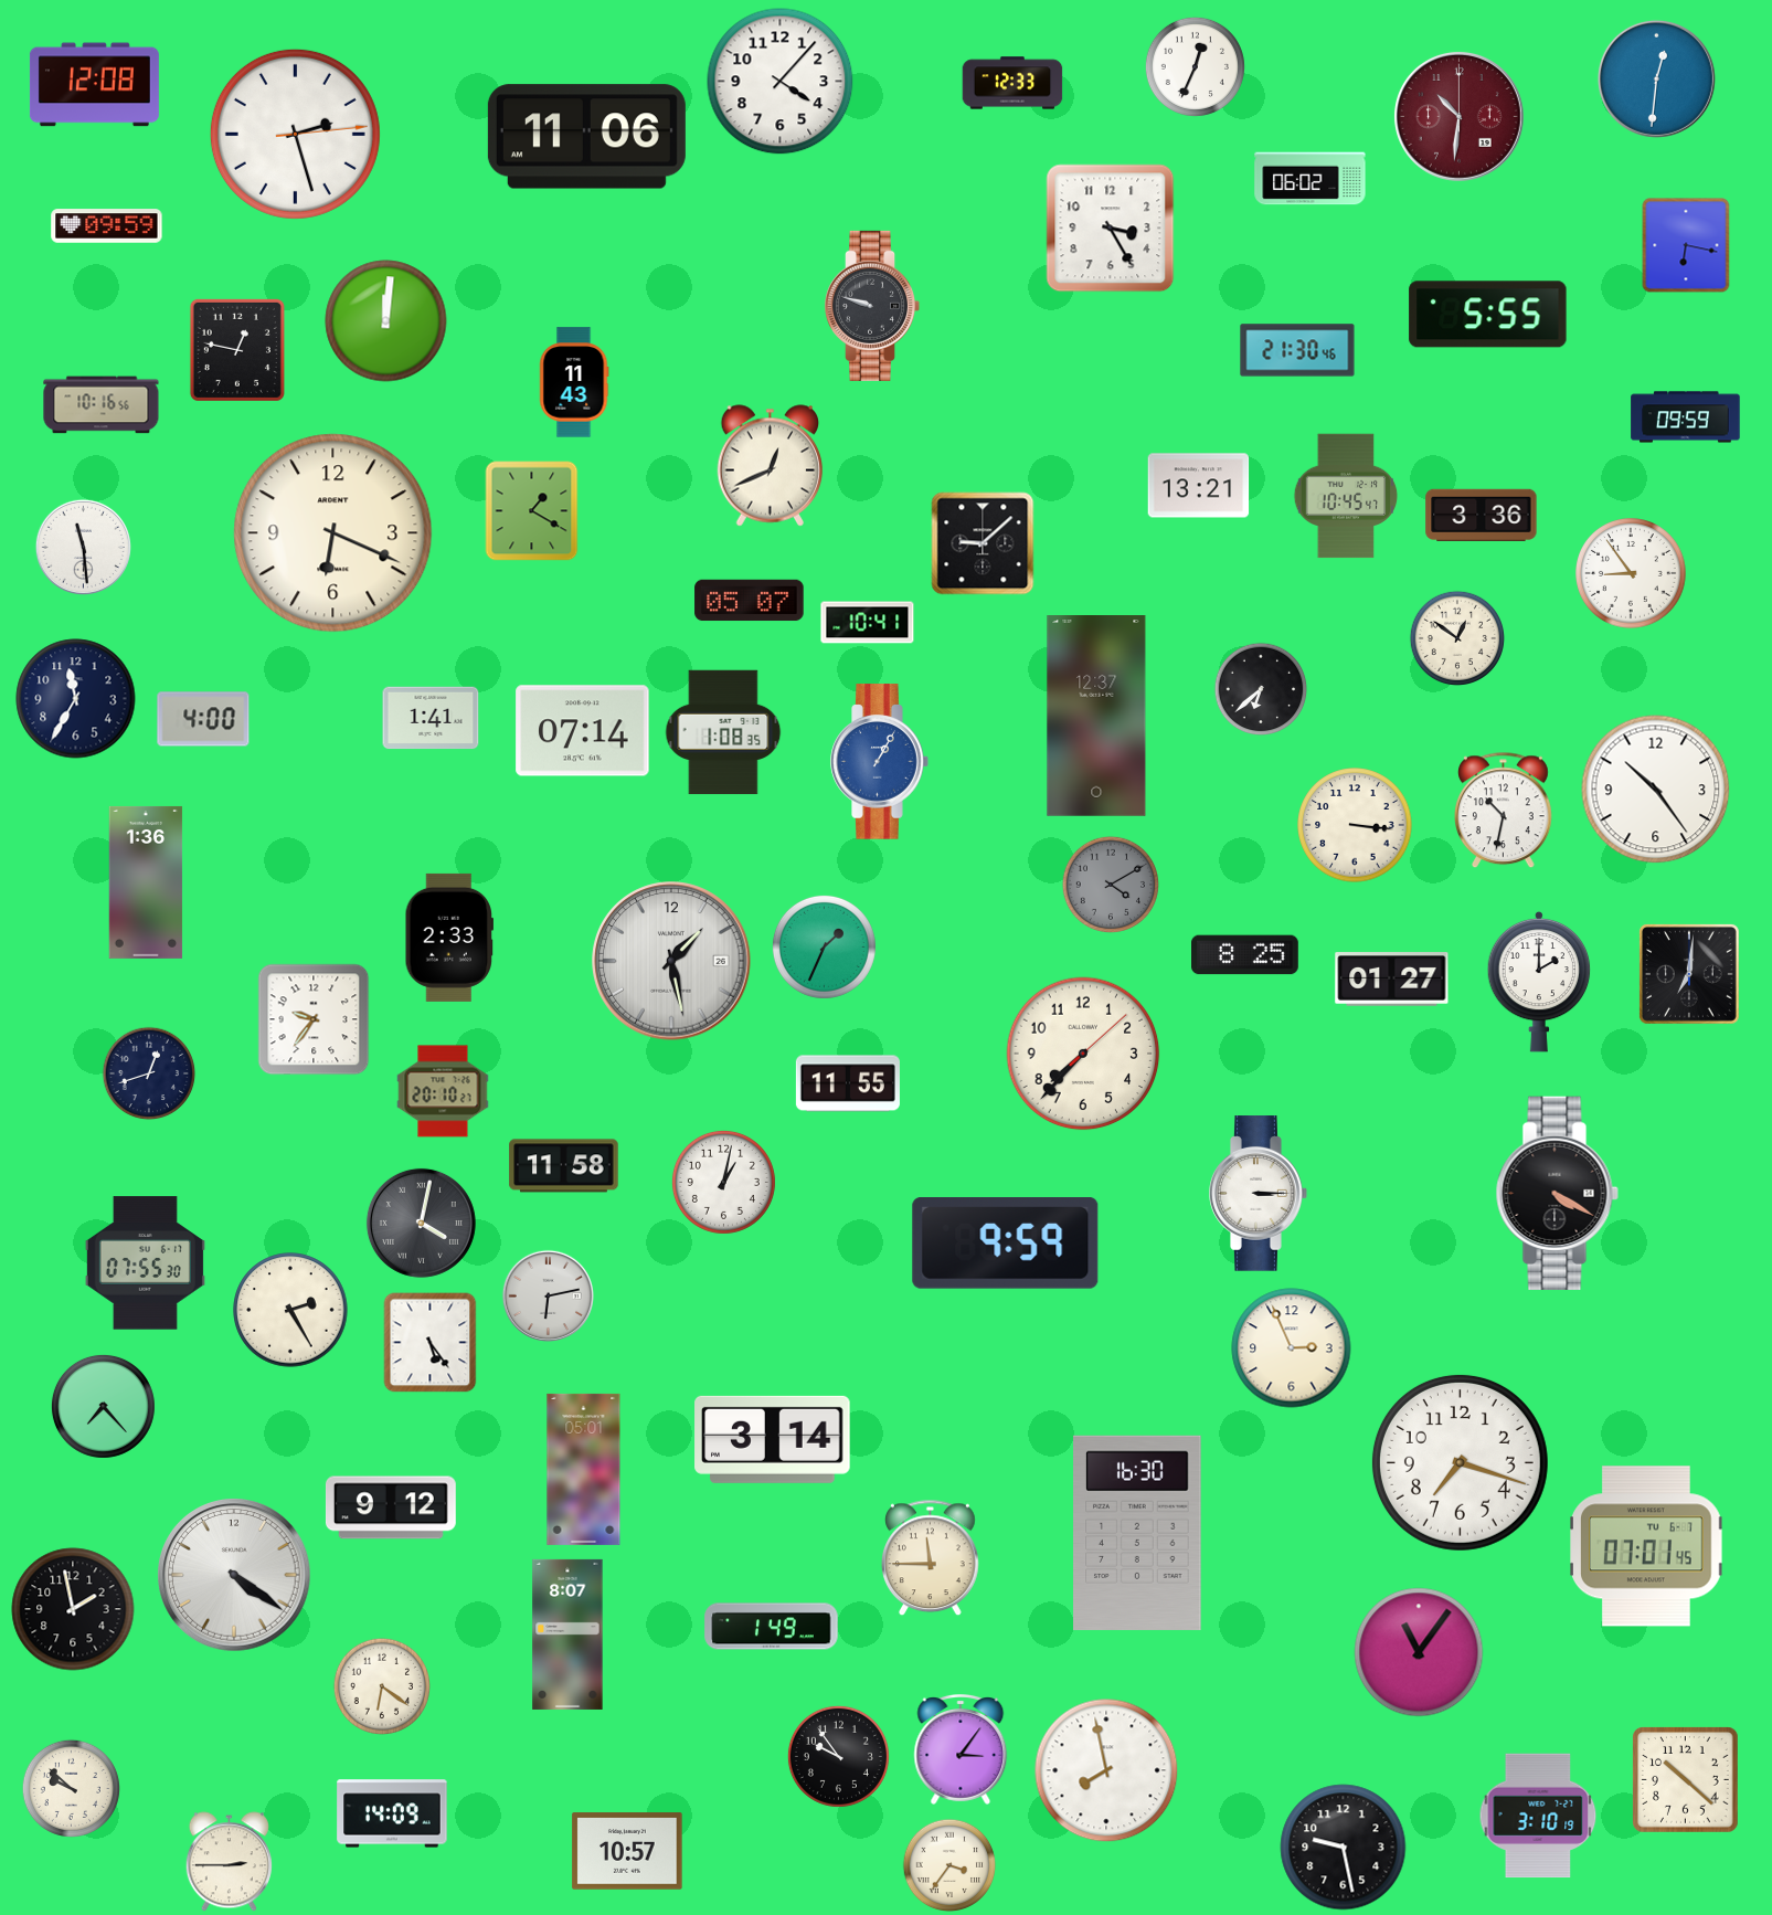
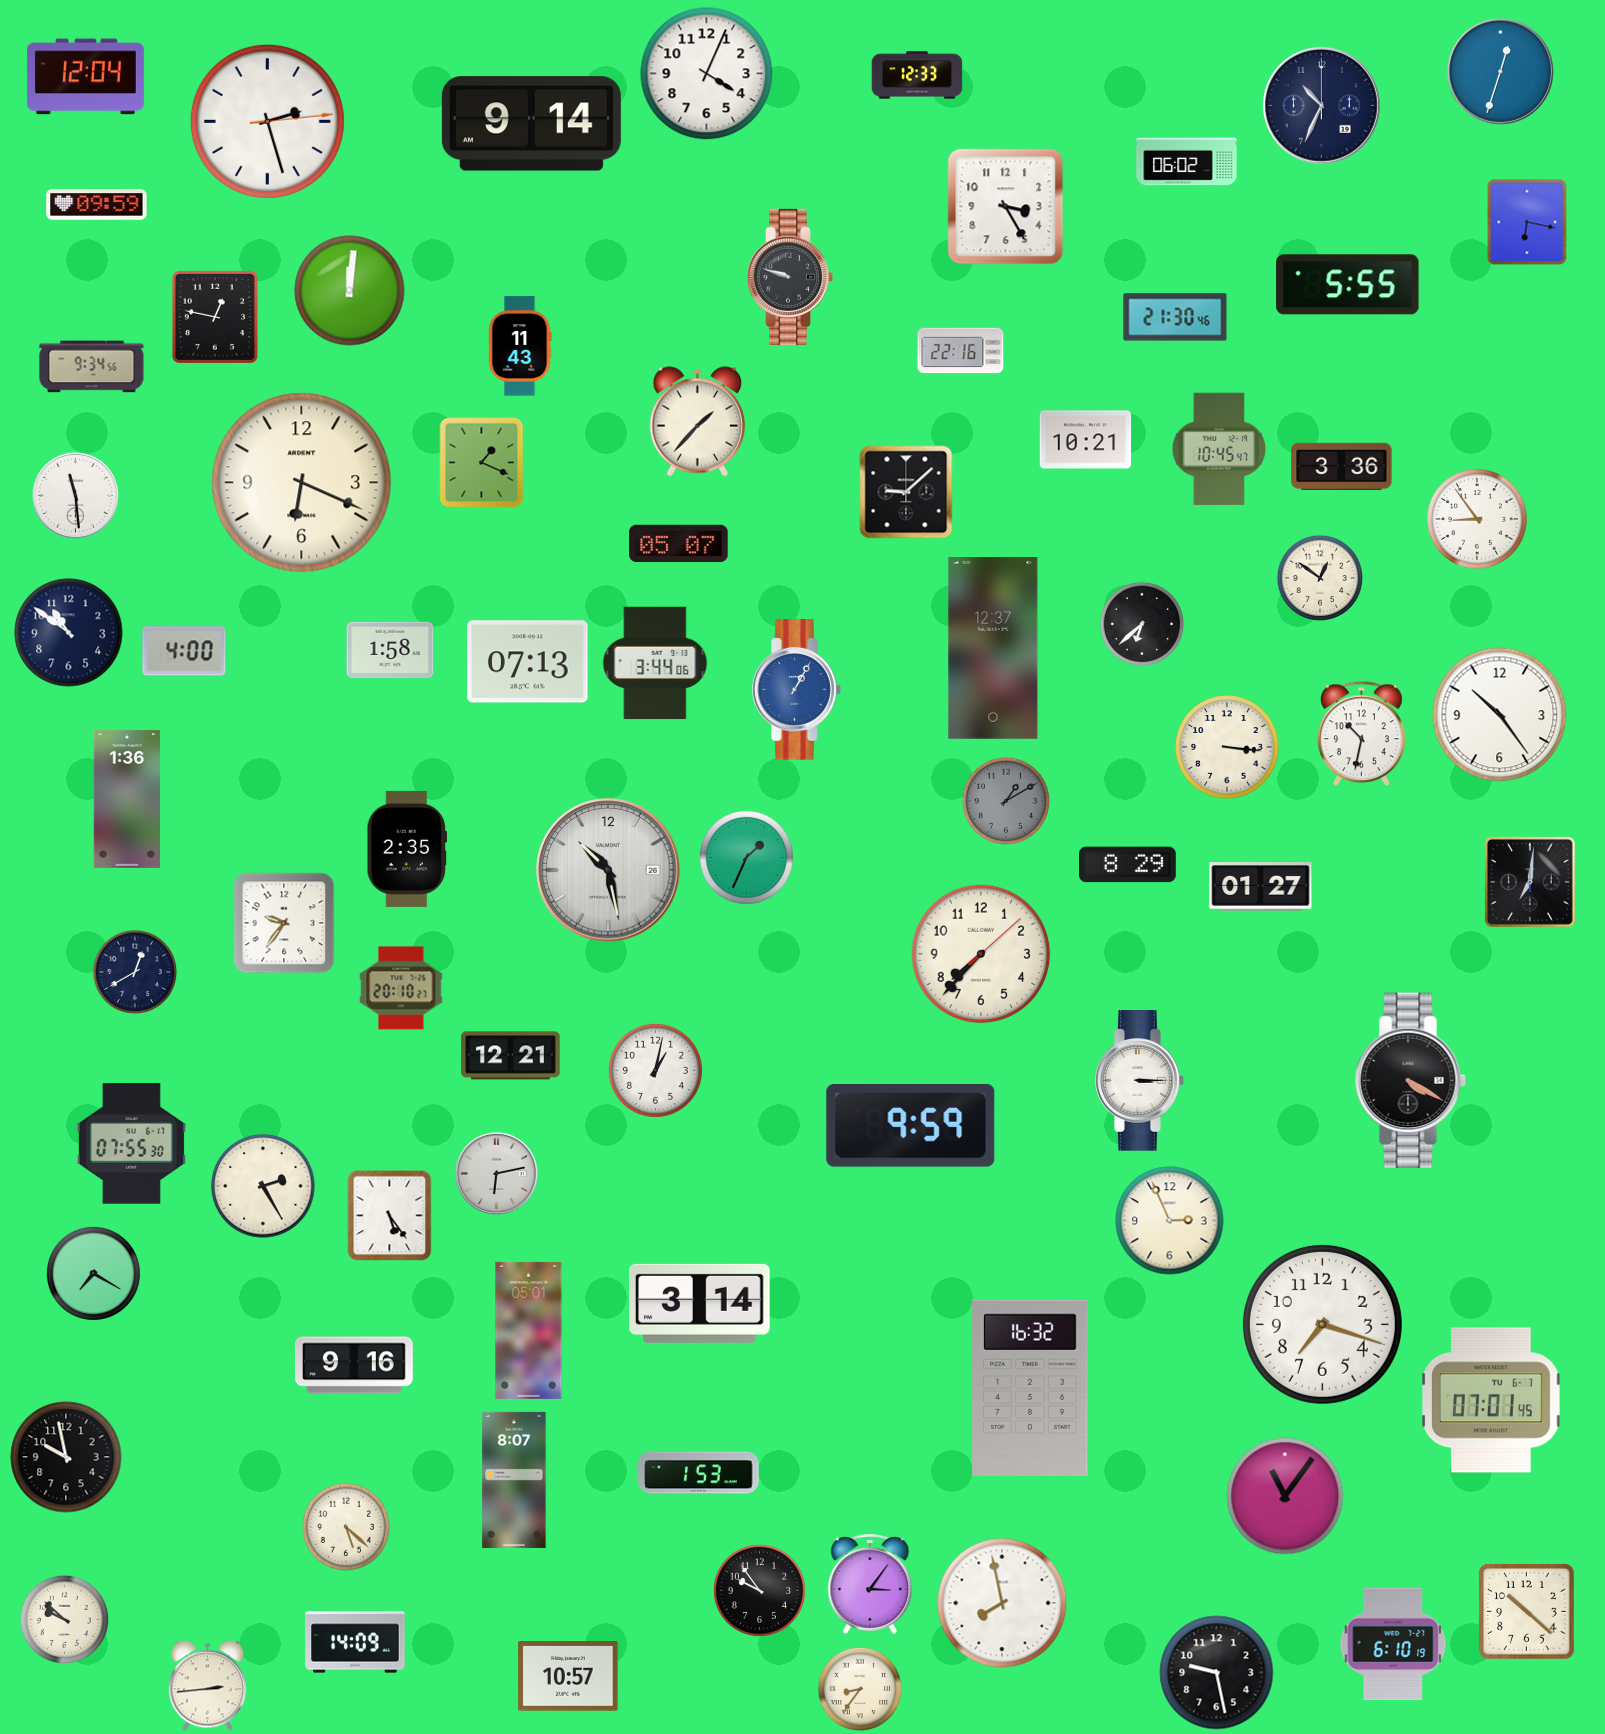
clock at (1195, 66): 12:34 -> none
clock at (1656, 78): 12:31 -> 12:33
clock at (781, 82): 4:07 -> 4:04
clock at (94, 85): 12:08 -> 12:04
clock at (1458, 116): 10:31 -> 10:34
clock at (1458, 116) dial: burgundy -> navy
clock at (586, 137): 11:06 -> 9:14
clock at (961, 351): none -> 22:16
clock at (102, 405): 10:16 -> 9:34
clock at (1686, 417): 09:59 -> none
clock at (771, 466): 12:41 -> 1:37
clock at (1199, 486): 13:21 -> 10:21
clock at (532, 511): 1:20 -> 1:19
clock at (983, 543) position: (983, 543) -> (906, 492)
clock at (868, 623): 10:41 -> none
clock at (76, 699): 11:35 -> 10:51
clock at (431, 718): 1:41 -> 1:58
clock at (583, 731): 07:14 -> 07:13
clock at (723, 732): 1:08 -> 3:44
clock at (146, 882) position: (146, 882) -> (127, 799)
clock at (1111, 885): 4:10 -> 1:10
clock at (449, 938): 2:33 -> 2:35
clock at (1245, 955): 8:25 -> 8:29
clock at (671, 961): 1:28 -> 10:28
clock at (1539, 982): 2:00 -> none
clock at (149, 1073): 12:42 -> 12:40
clock at (848, 1083): 11:55 -> none
clock at (564, 1166): 11:58 -> 12:21
clock at (421, 1223): 4:02 -> none
clock at (103, 1406): 7:23 -> 7:20
clock at (391, 1507): 9:12 -> 9:16
clock at (1137, 1533): 16:30 -> 16:32
clock at (931, 1558): 11:45 -> none
clock at (234, 1575): 4:21 -> none
clock at (73, 1609): 1:58 -> 9:58
clock at (772, 1627): 1:49 -> 1:53
clock at (382, 1686): 6:21 -> 5:22
clock at (1538, 1816): 3:10 -> 6:10
clock at (229, 1862): 2:45 -> 2:44
clock at (949, 1865): 3:36 -> 8:36
